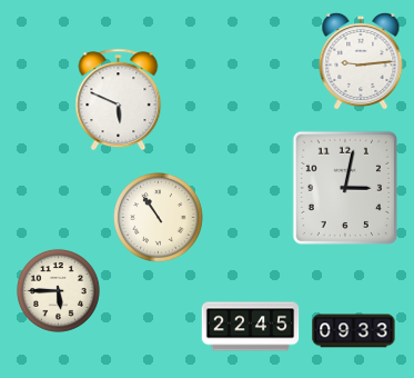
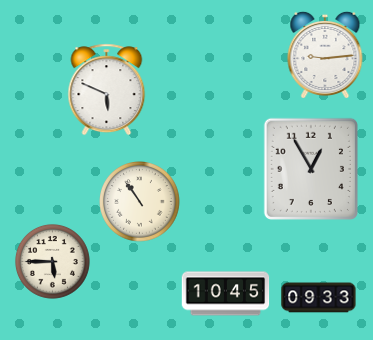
clock at (345, 188): 3:02 -> 12:55
clock at (159, 218) position: (159, 218) -> (140, 202)
clock at (251, 327): 22:45 -> 10:45
